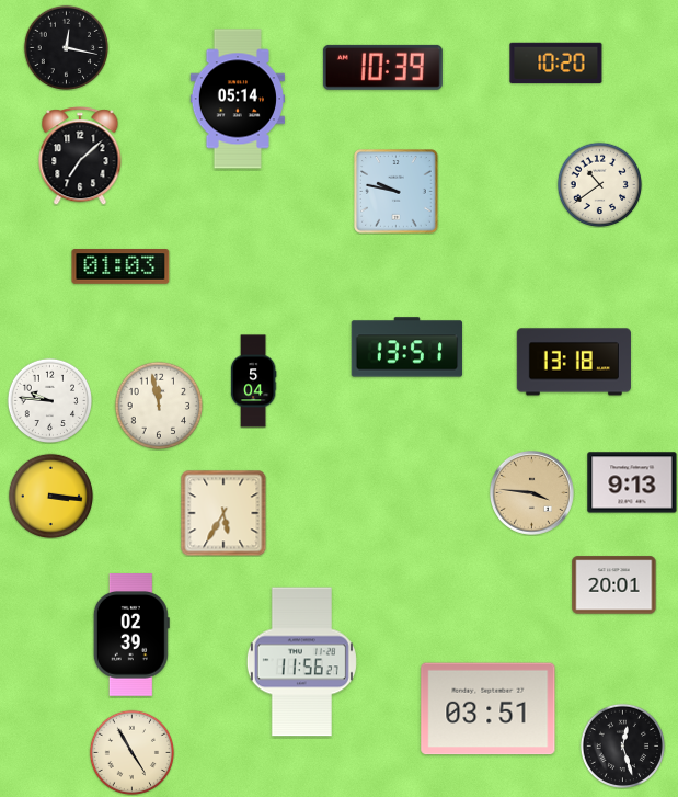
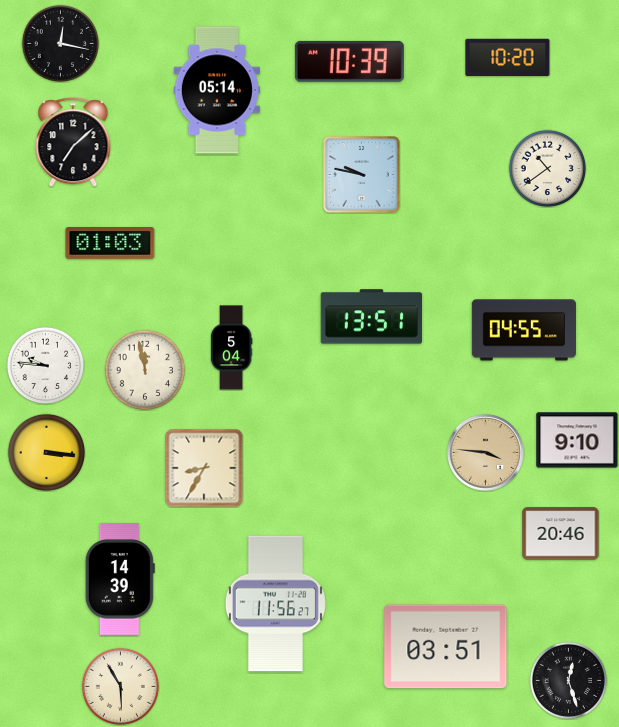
clock at (574, 362): 13:18 -> 04:55
clock at (632, 482): 9:13 -> 9:10
clock at (531, 492) position: (531, 492) -> (485, 452)
clock at (223, 513): 5:35 -> 8:35
clock at (614, 585): 20:01 -> 20:46
clock at (131, 636): 02:39 -> 14:39
clock at (131, 752): 4:55 -> 5:55
